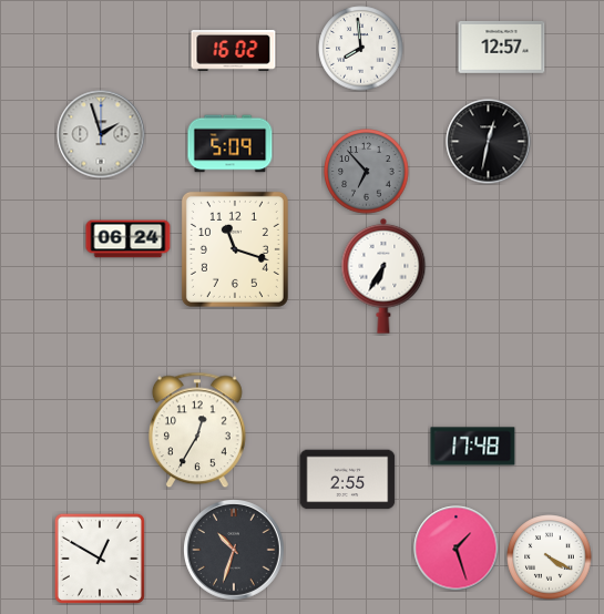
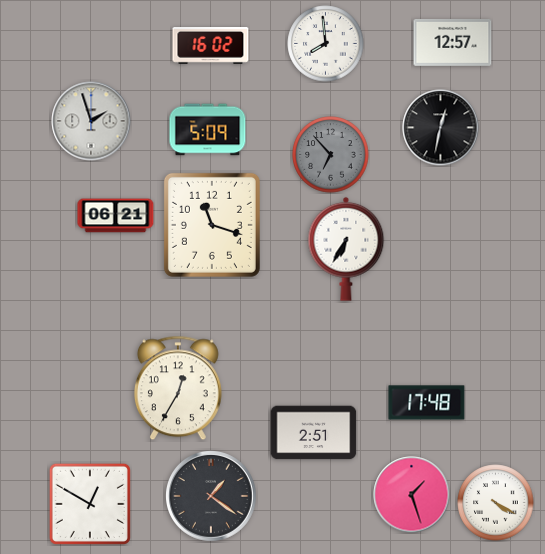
clock at (129, 239): 06:24 -> 06:21
clock at (348, 480): 2:55 -> 2:51
clock at (235, 551): 10:33 -> 1:21
